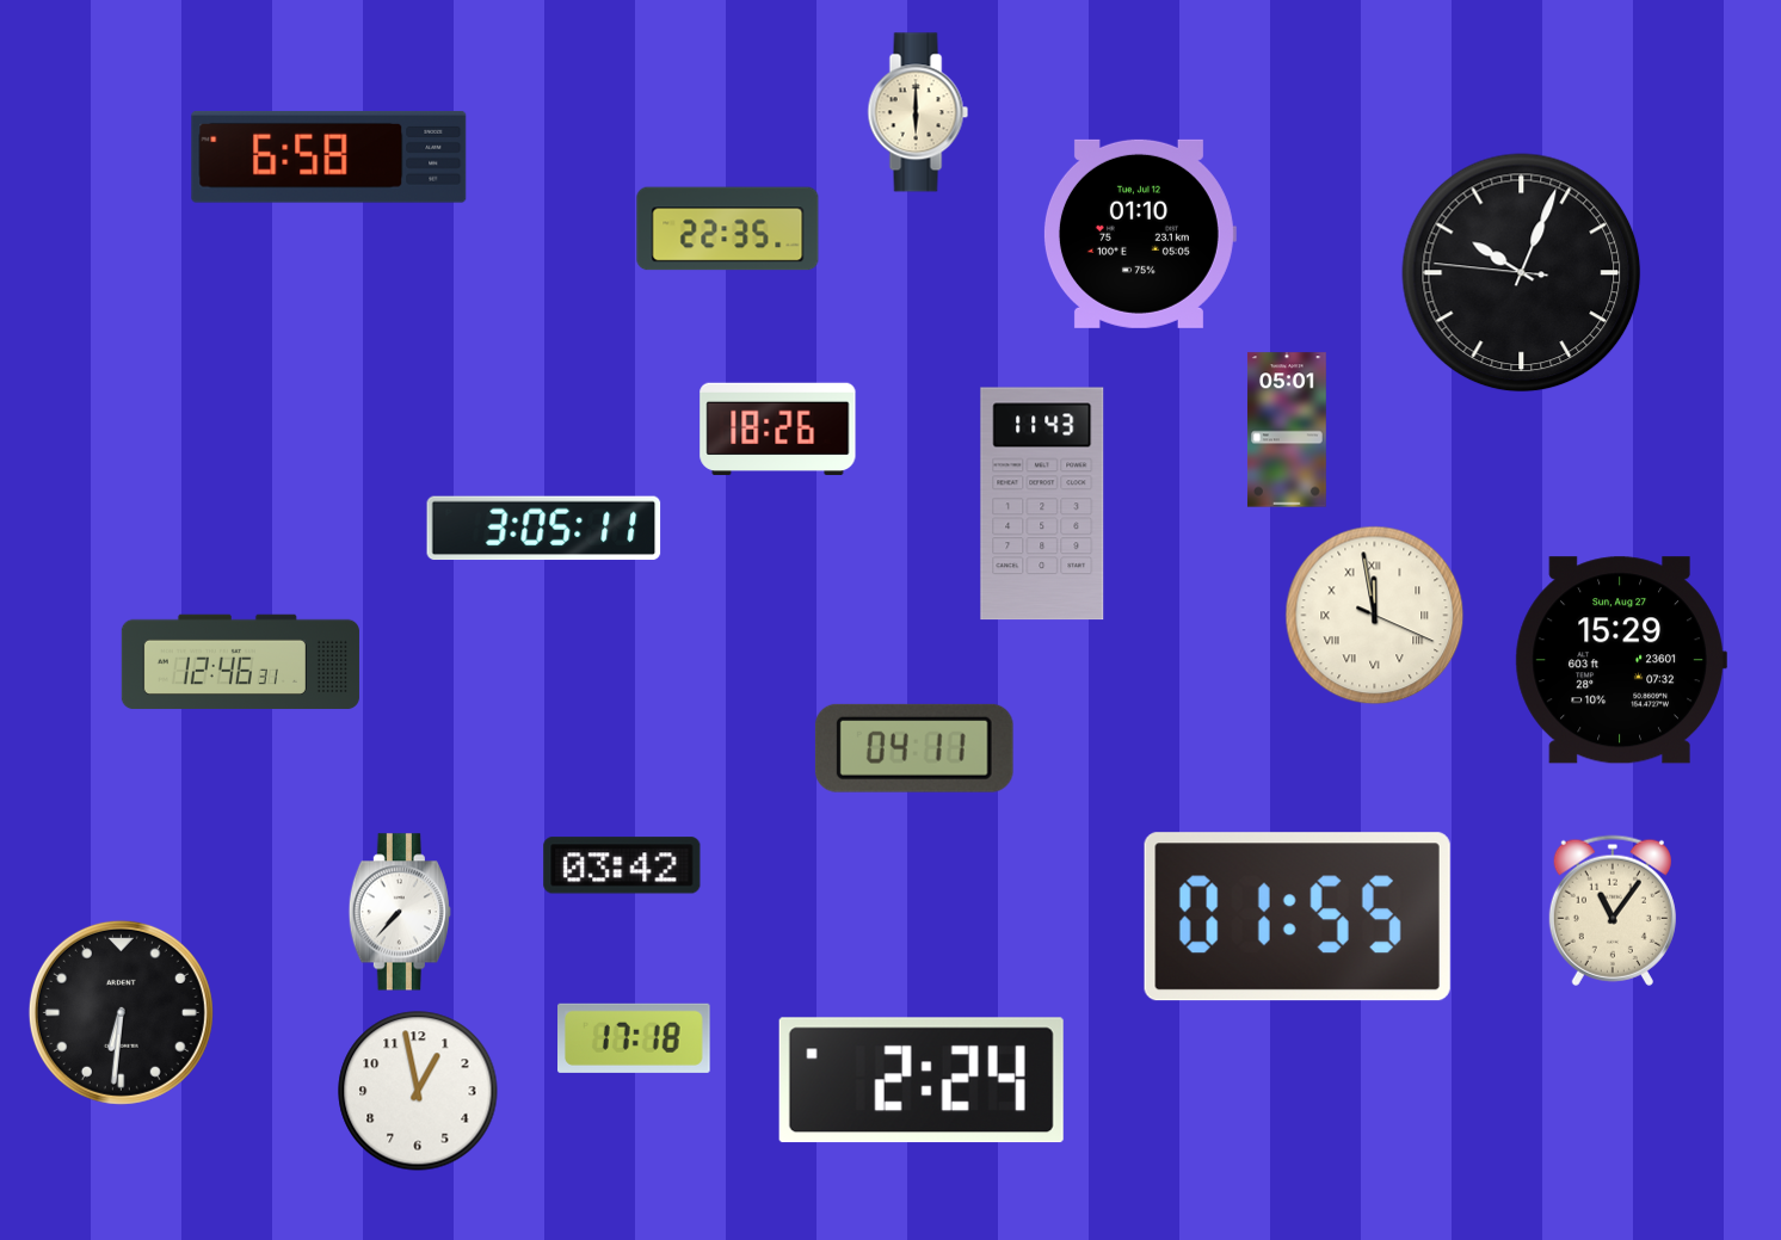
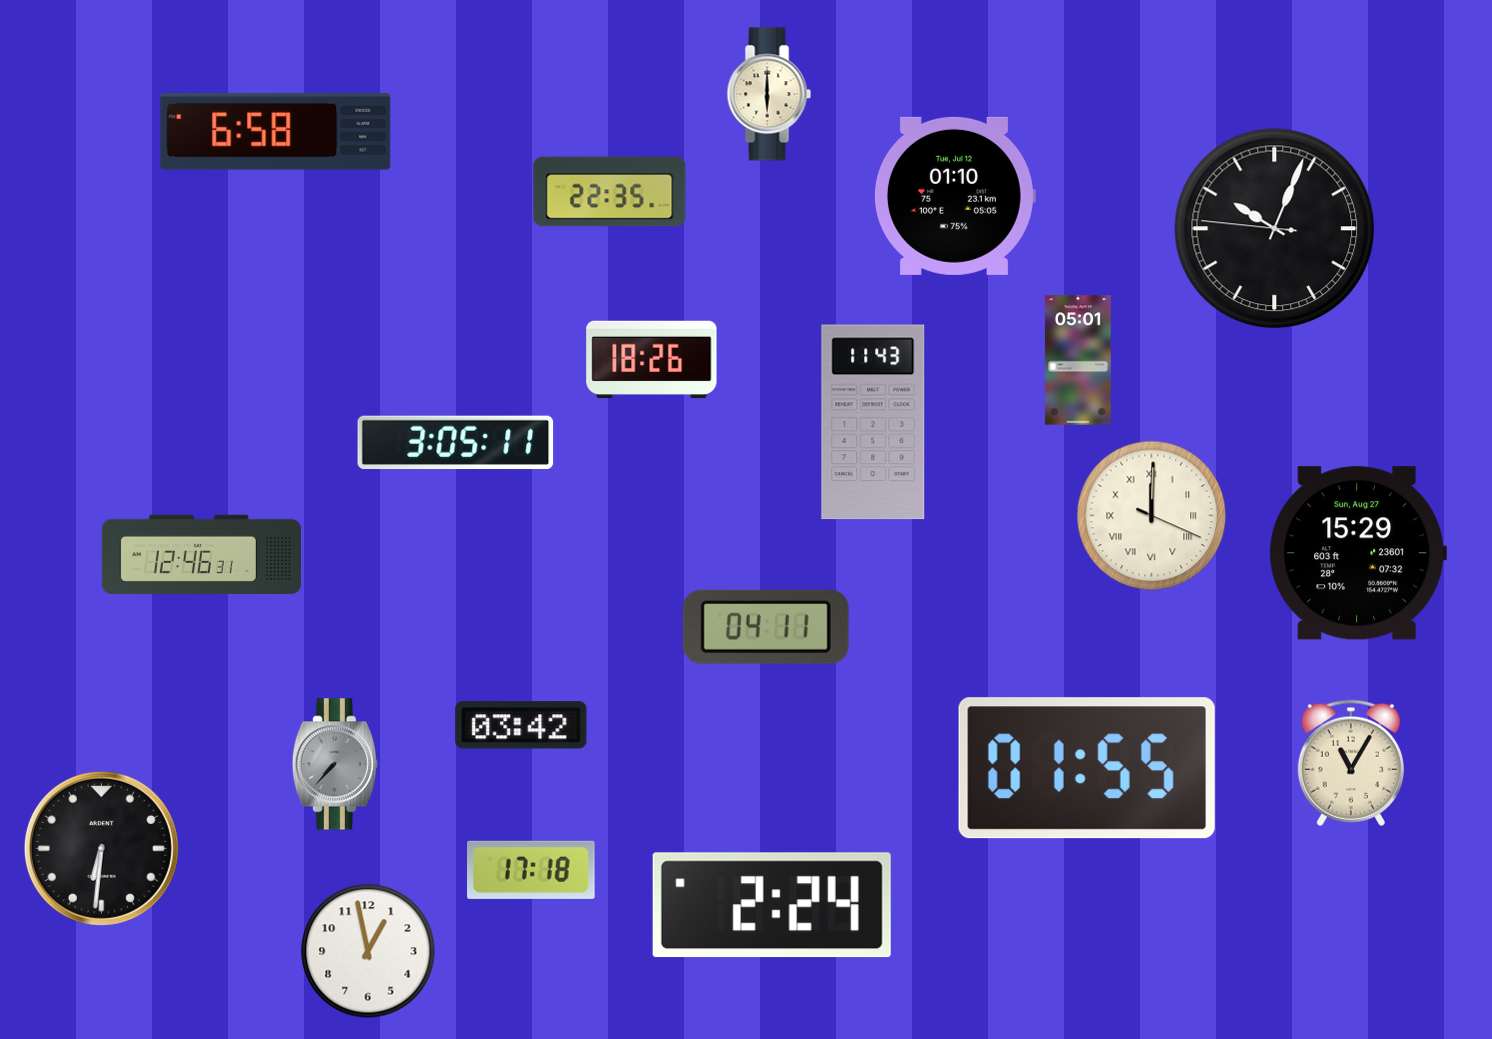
clock at (1375, 616): 11:58 -> 12:00
clock at (1613, 911): 11:06 -> 11:05
clock at (400, 912) dial: white -> grey
clock at (418, 1091) position: (418, 1091) -> (368, 951)
